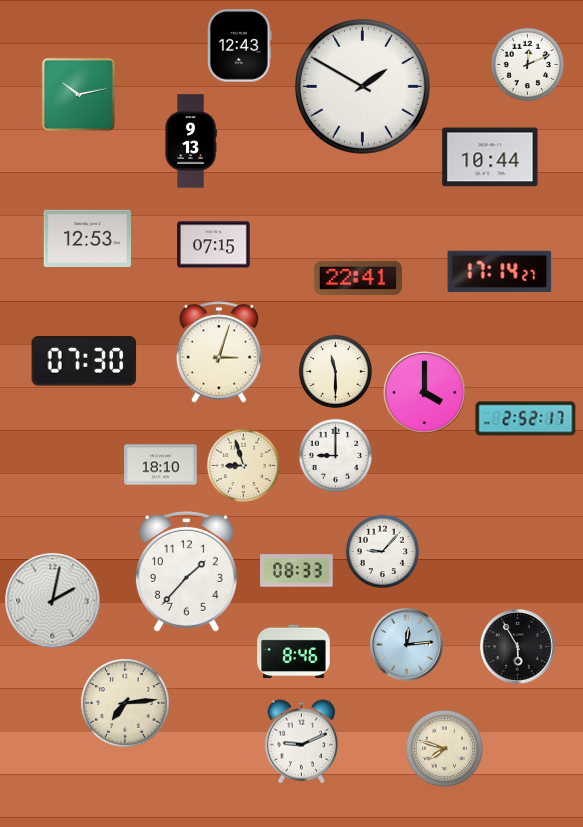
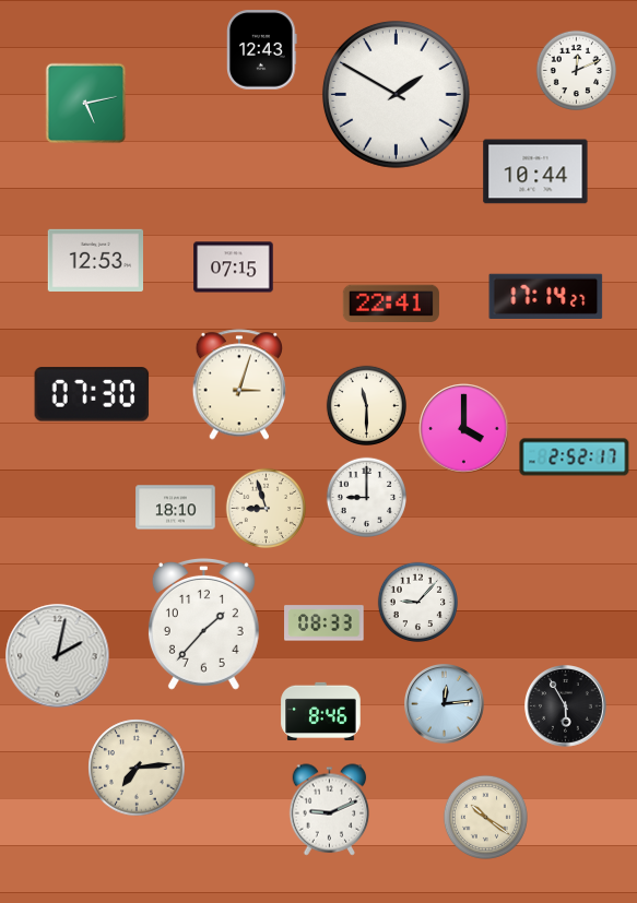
clock at (79, 95): 10:13 -> 5:13
clock at (191, 141): 9:13 -> none
clock at (444, 748): 7:48 -> 10:21
